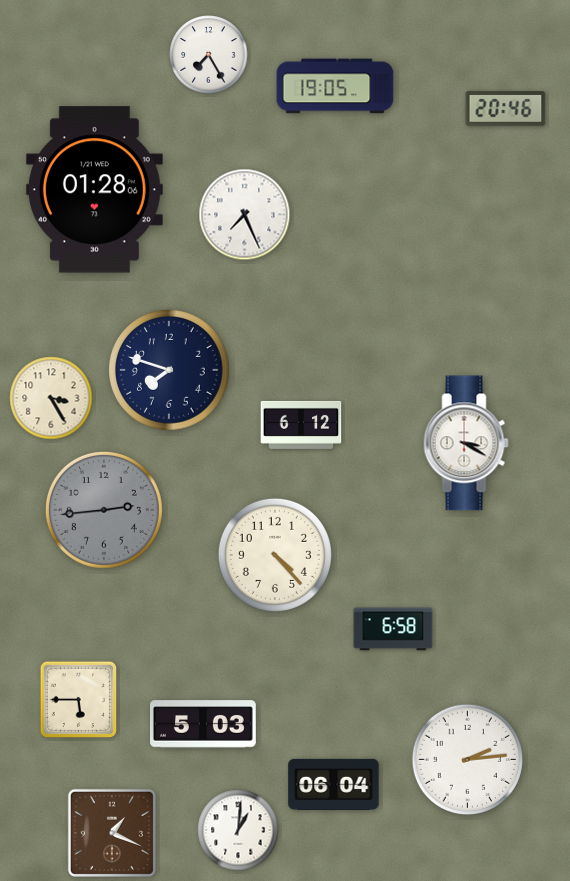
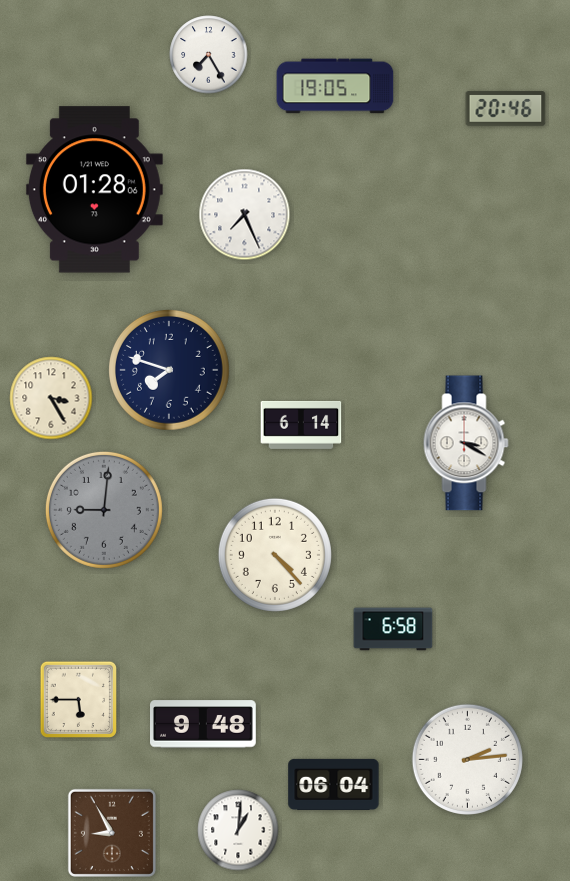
clock at (301, 425): 6:12 -> 6:14
clock at (104, 510): 2:44 -> 9:01
clock at (204, 724): 5:03 -> 9:48
clock at (112, 833): 1:19 -> 8:55
